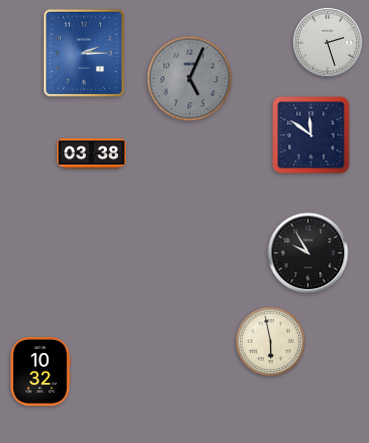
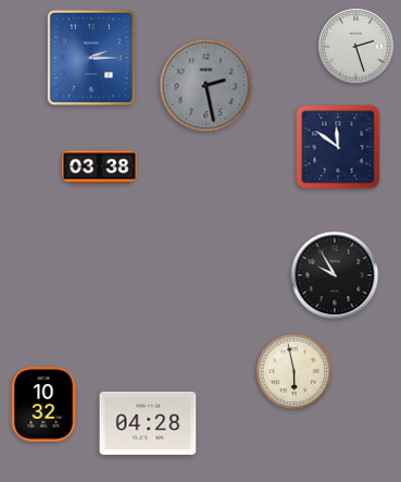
clock at (190, 79): 5:04 -> 2:28
clock at (148, 423): none -> 04:28
